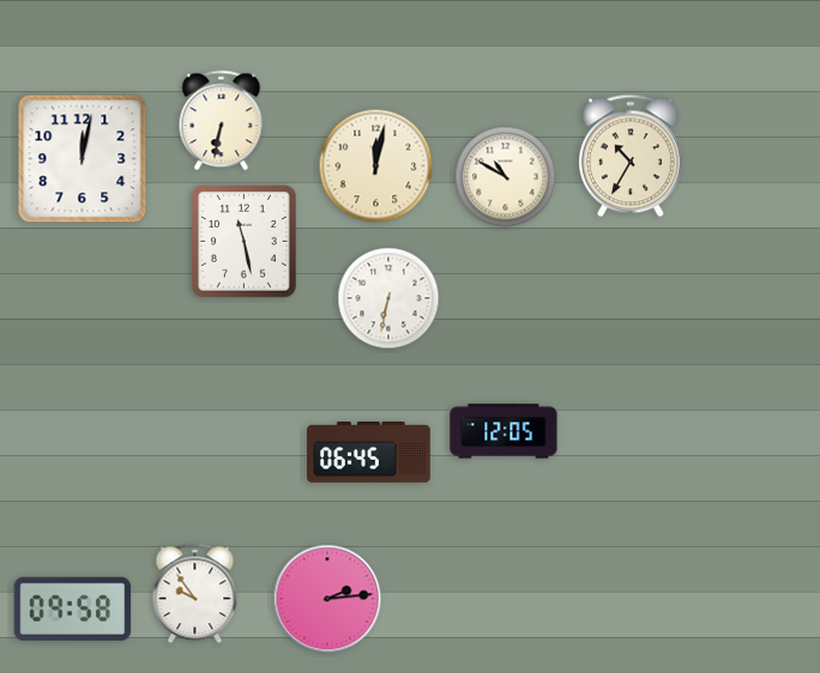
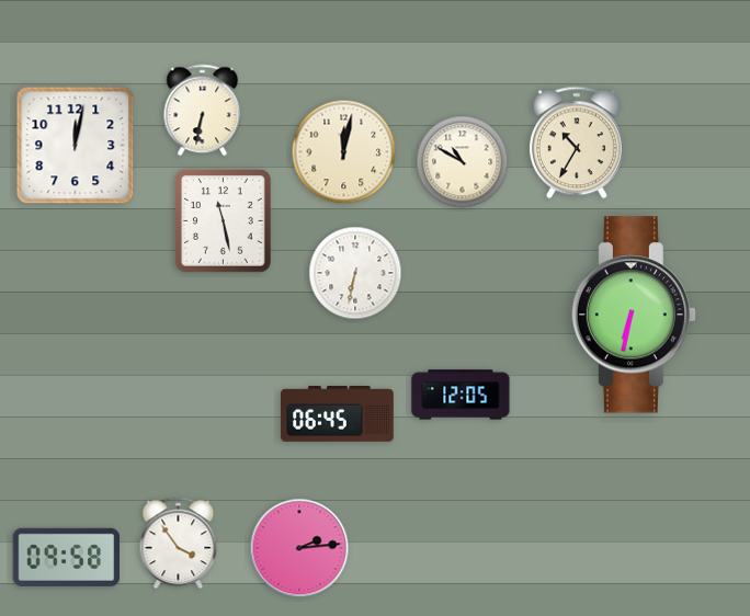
clock at (633, 315): none -> 6:32
clock at (195, 594): 9:54 -> 3:54
